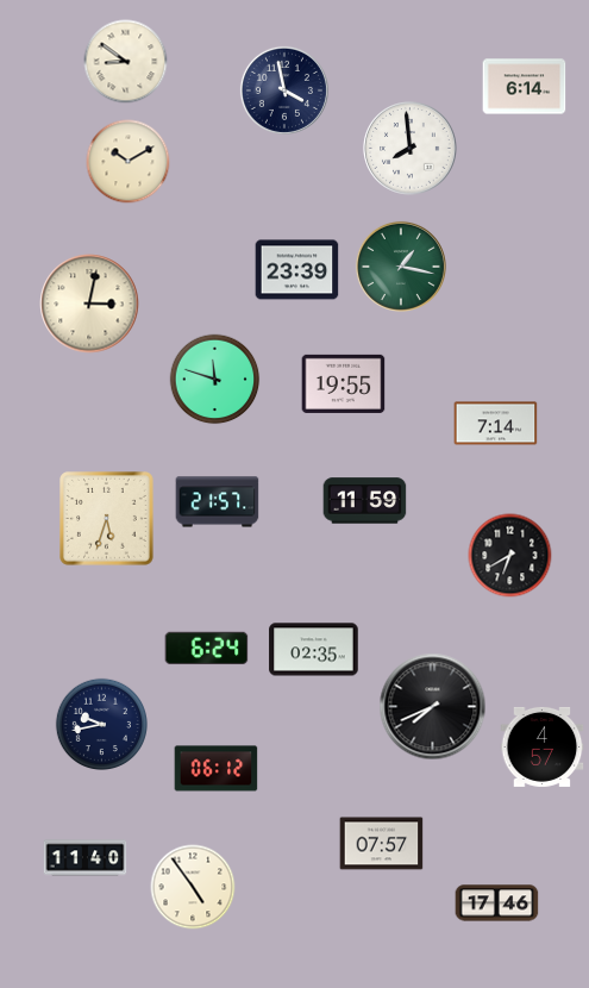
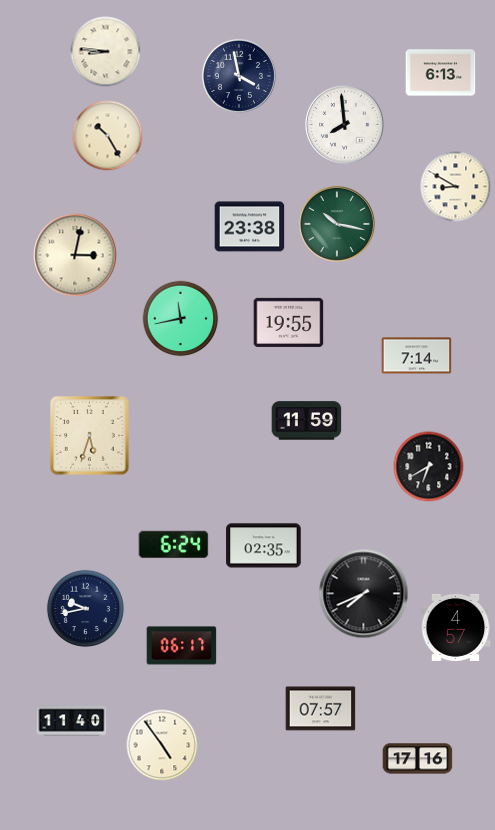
clock at (126, 62): 8:51 -> 8:46
clock at (525, 87): 6:14 -> 6:13
clock at (129, 162): 10:10 -> 10:25
clock at (456, 187): none -> 8:50
clock at (401, 267): 1:17 -> 10:17
clock at (297, 270): 23:39 -> 23:38
clock at (215, 380): 11:48 -> 11:43
clock at (218, 502): 21:57 -> none
clock at (217, 769): 06:12 -> 06:17
clock at (497, 903): 17:46 -> 17:16
